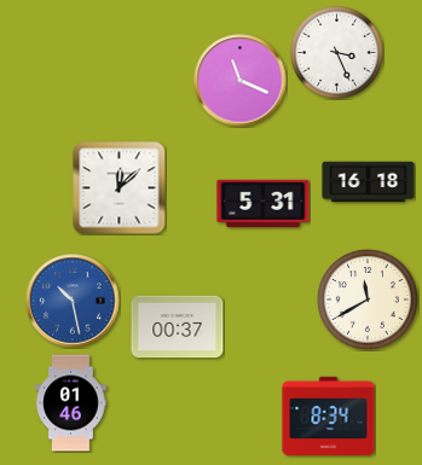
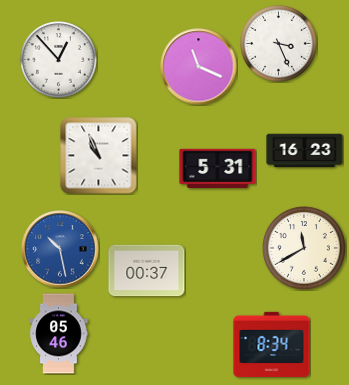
clock at (59, 60): none -> 12:53
clock at (369, 182): 16:18 -> 16:23
clock at (120, 188): 12:08 -> 10:56
clock at (71, 403): 01:46 -> 05:46
